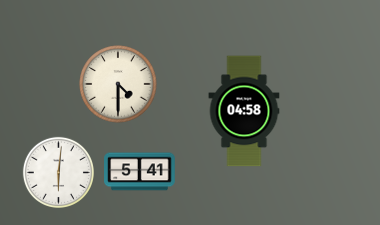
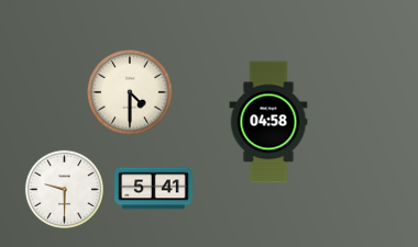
clock at (58, 172): 6:01 -> 9:30
